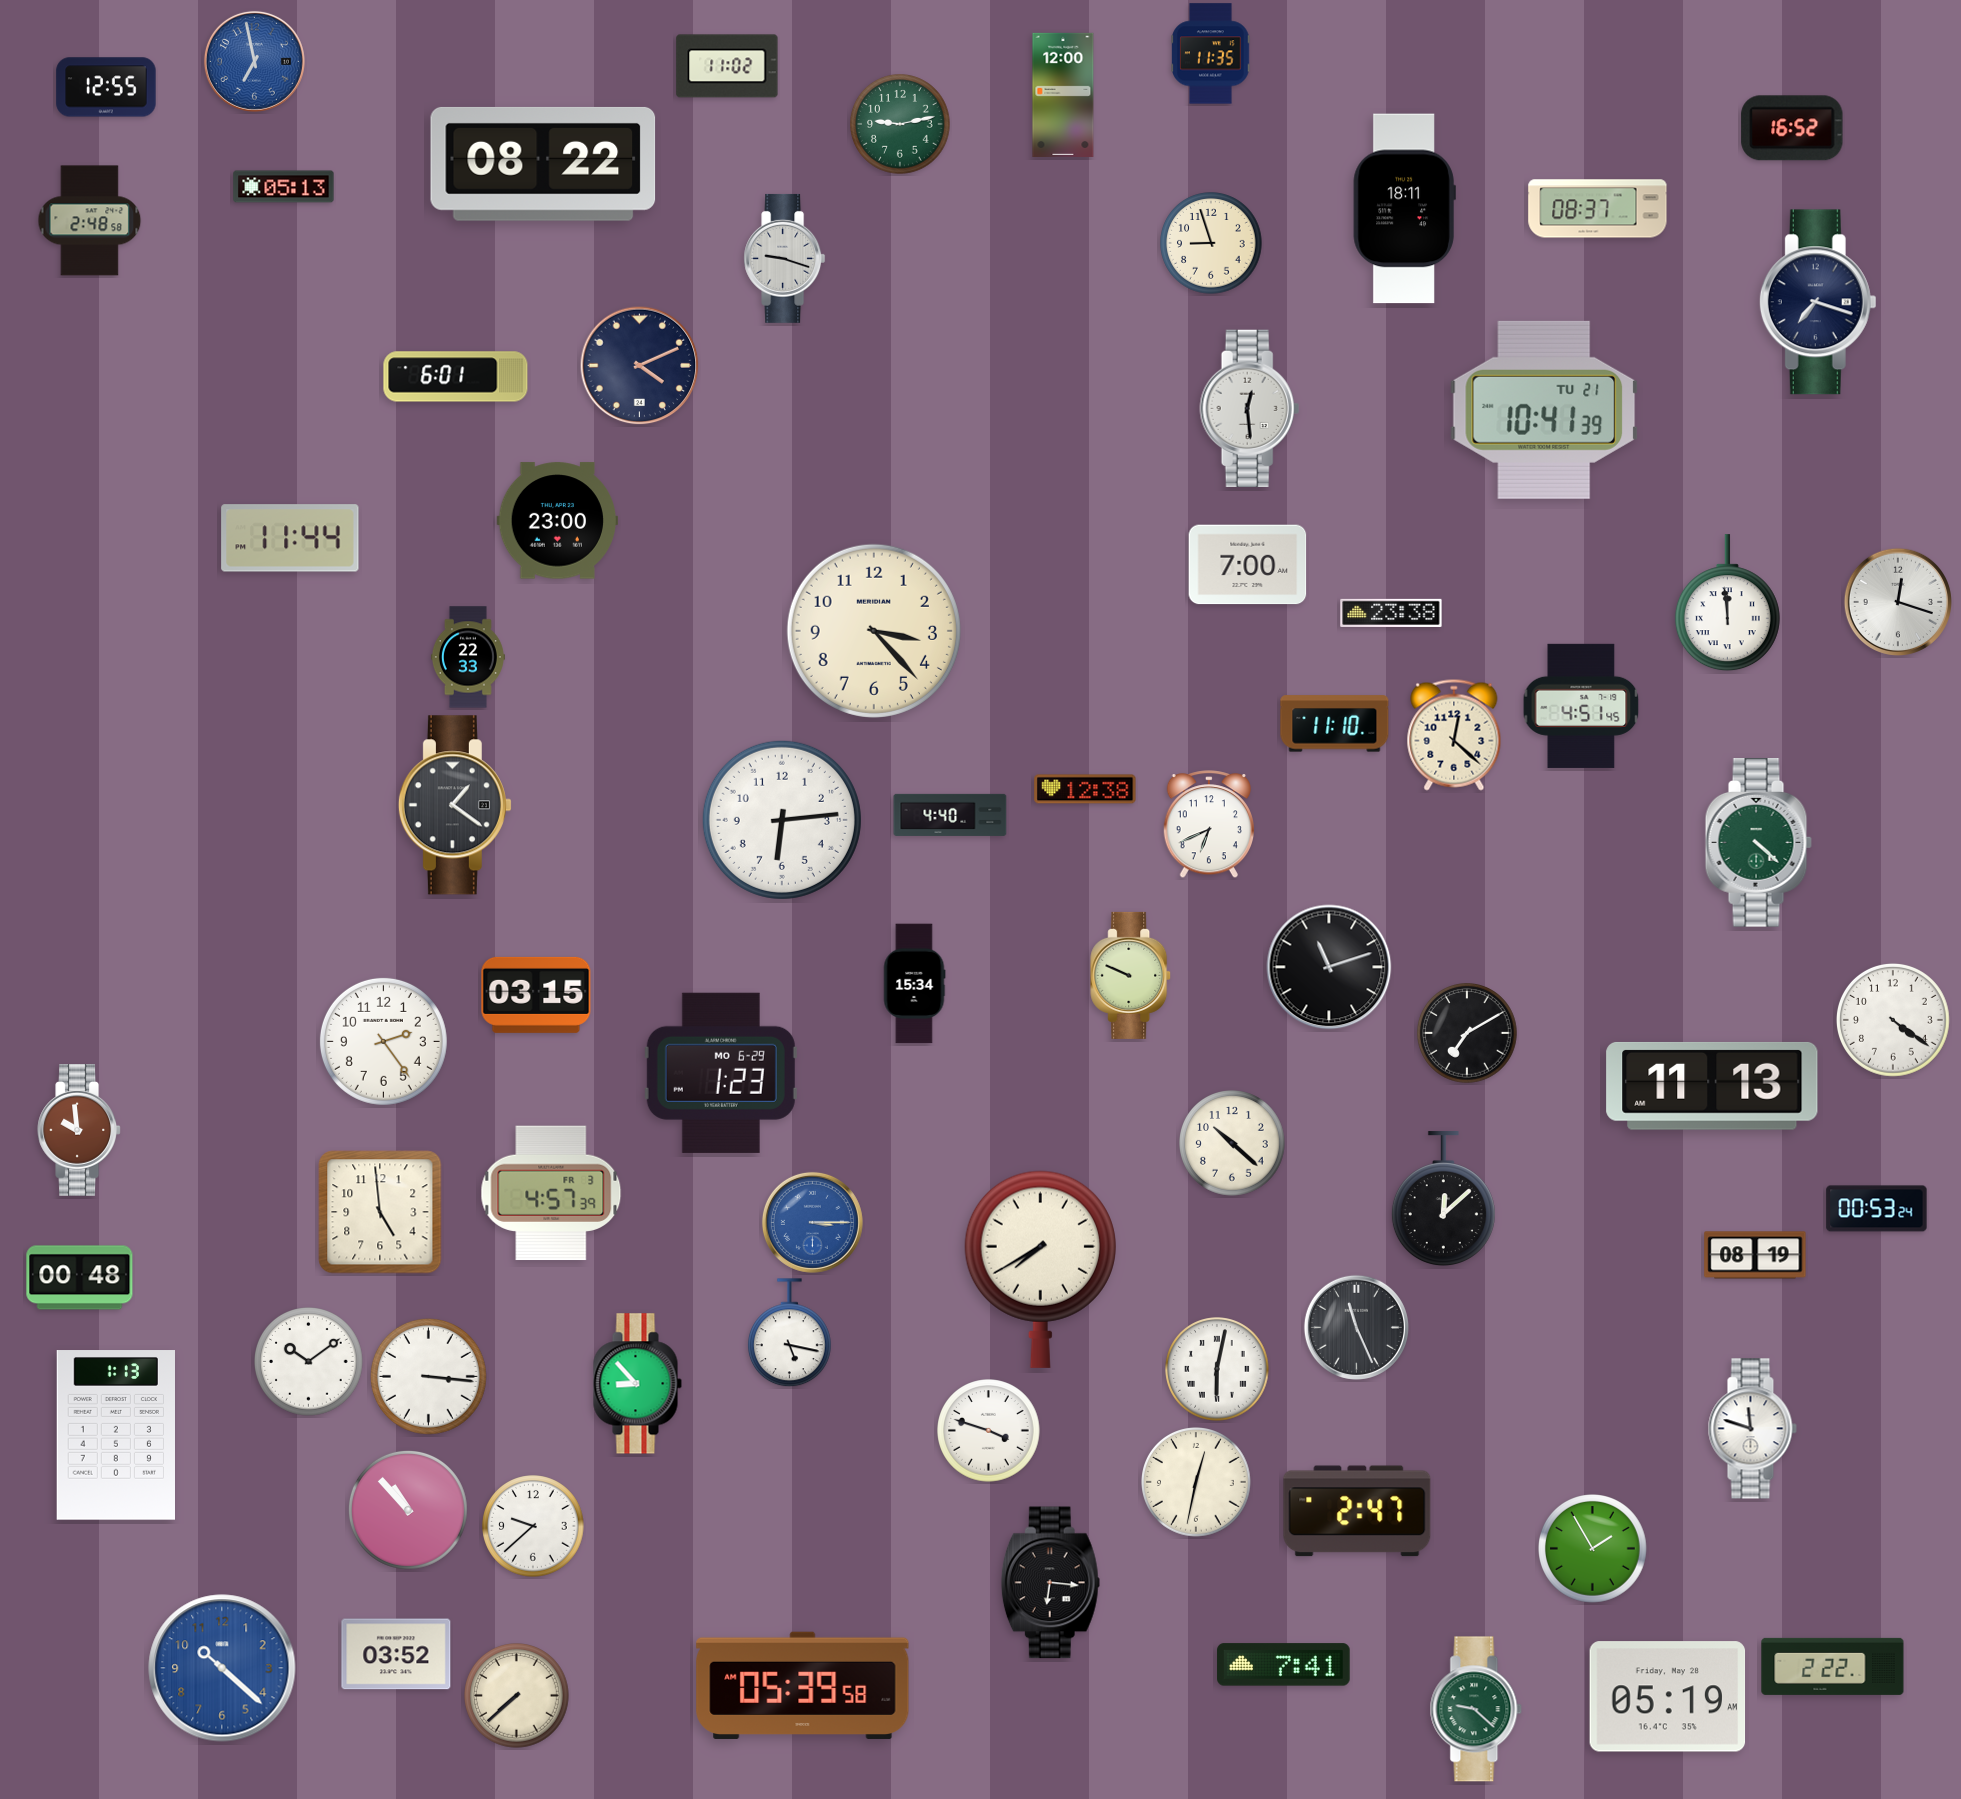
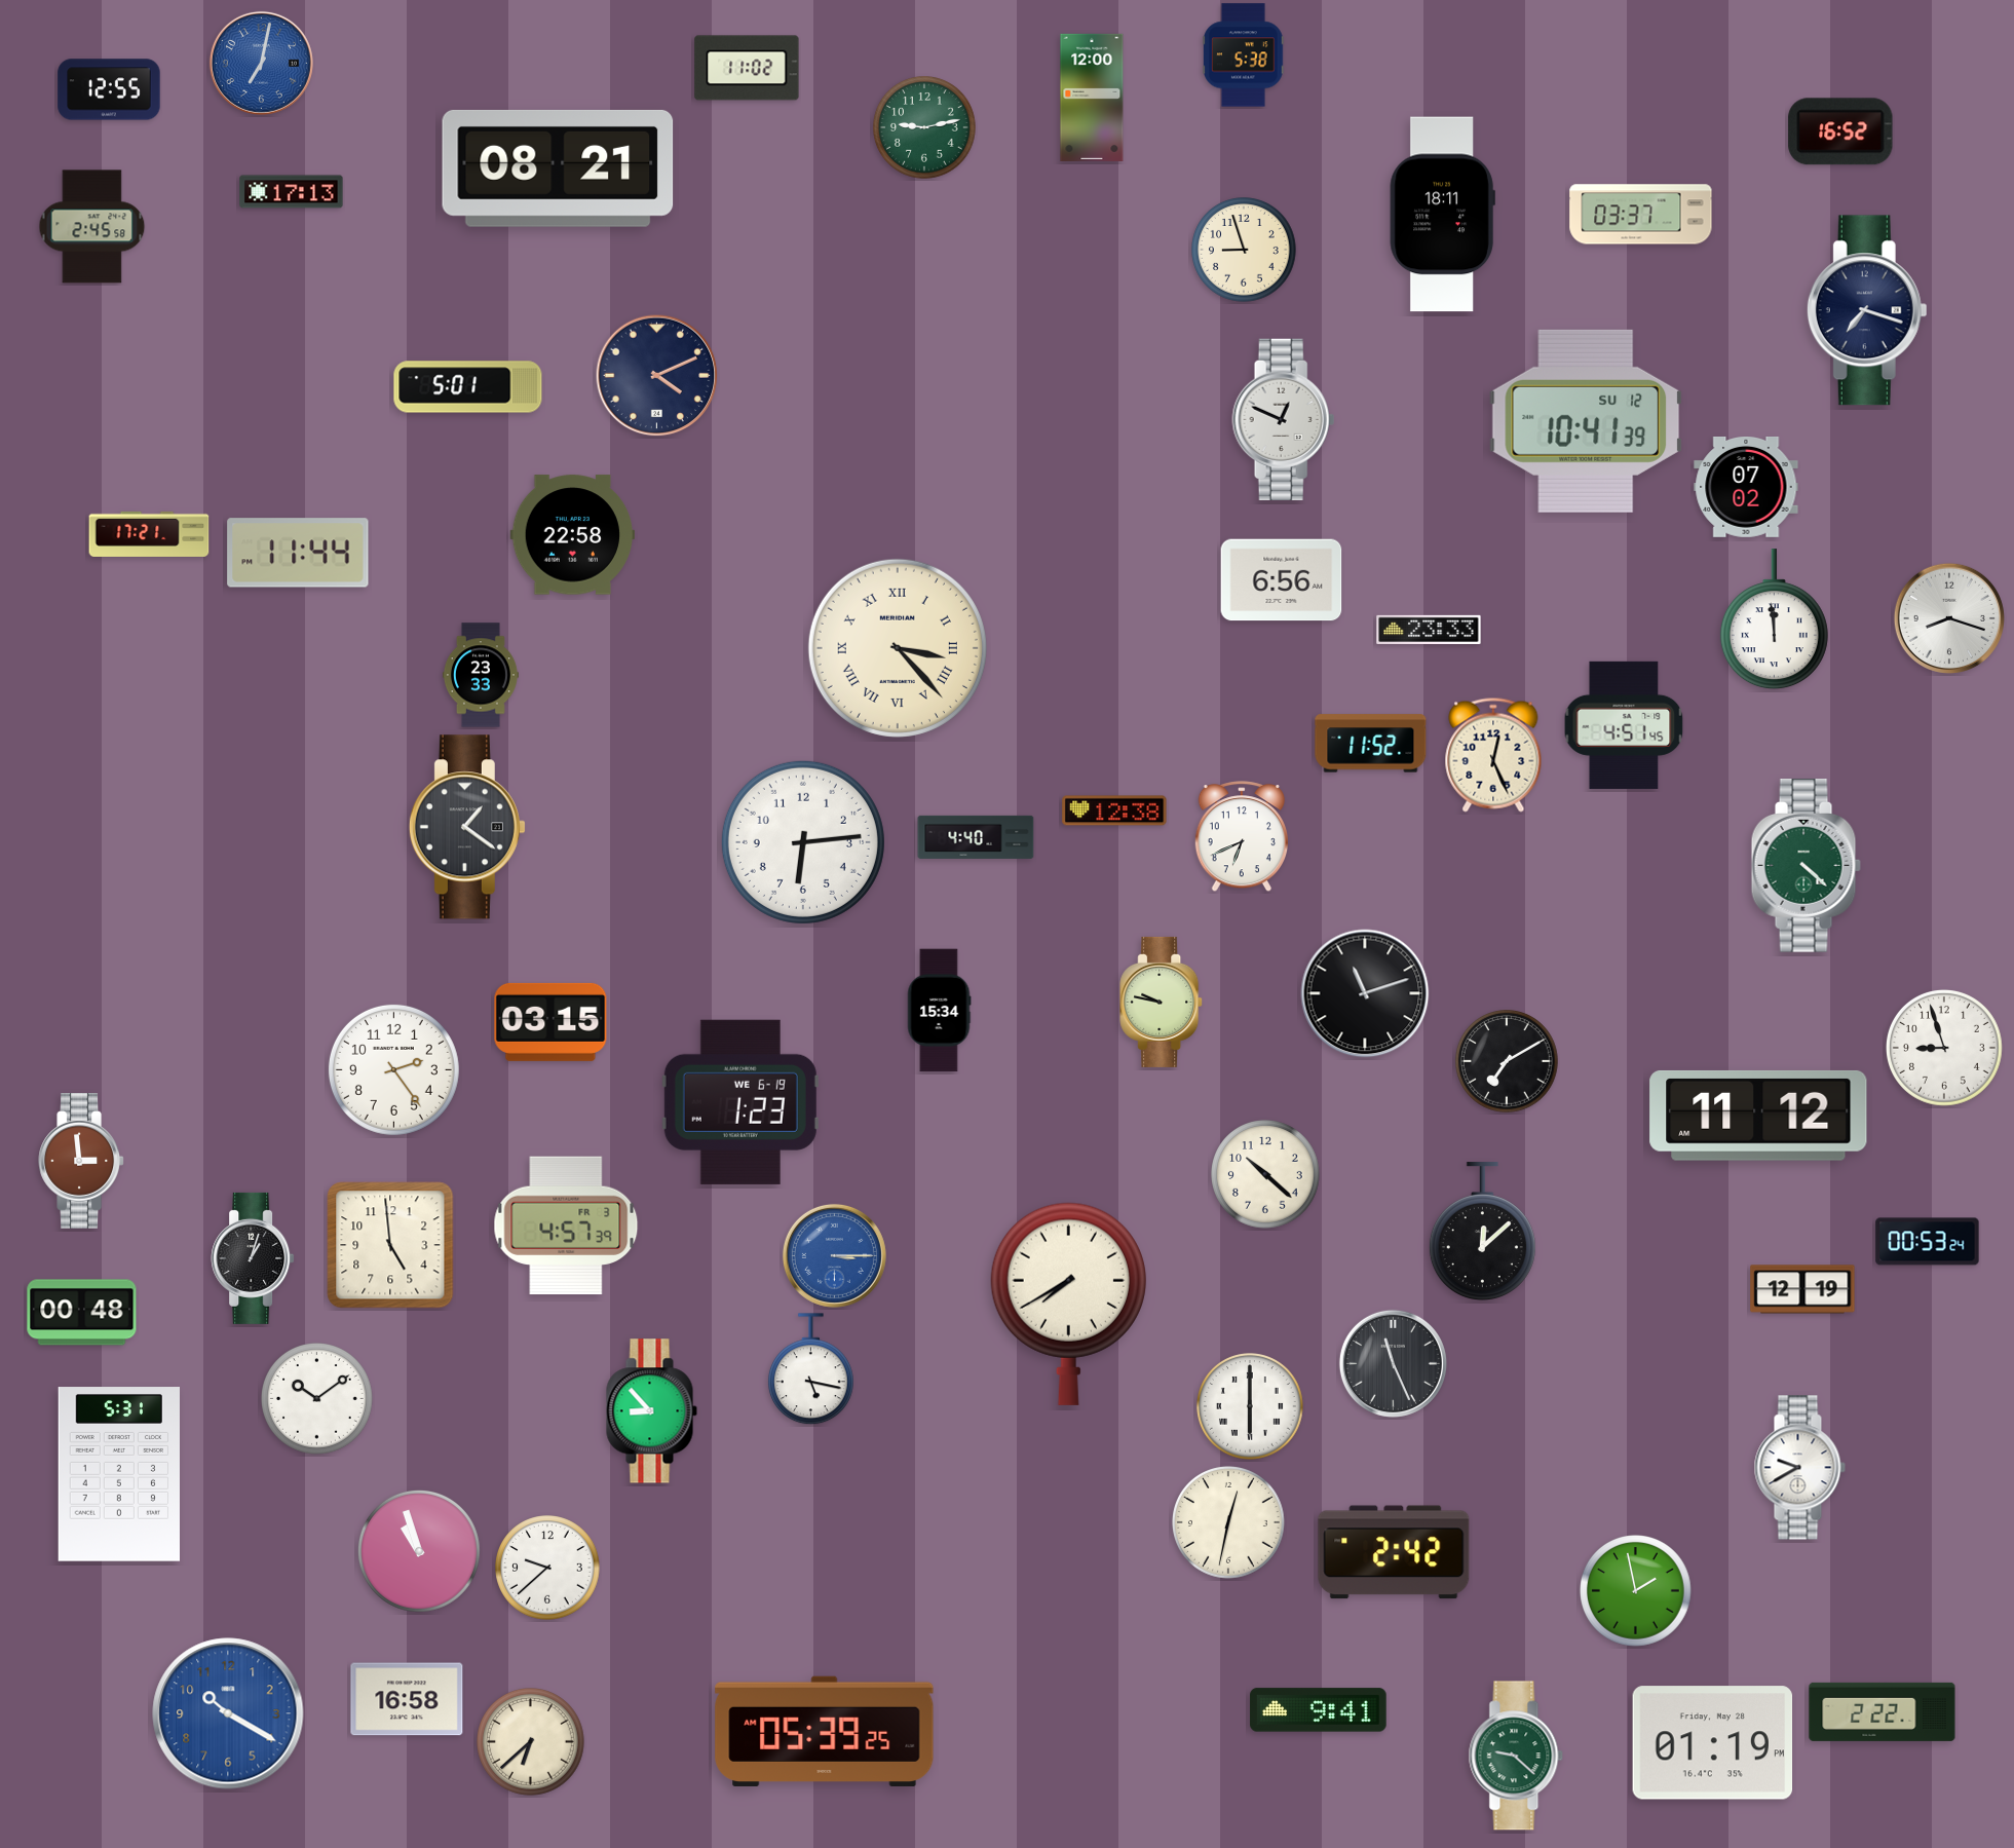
clock at (1211, 54): 11:35 -> 5:38
clock at (254, 61): 6:58 -> 7:02
clock at (543, 164): 08:22 -> 08:21
clock at (284, 187): 05:13 -> 17:13
clock at (1598, 209): 08:37 -> 03:37
clock at (90, 221): 2:48 -> 2:45
clock at (785, 258): 9:18 -> none
clock at (456, 377): 6:01 -> 5:01
clock at (1250, 408): 12:29 -> 12:49
clock at (1544, 410) date: TU 21 -> SU 12
clock at (1746, 487): none -> 07:02
clock at (149, 534): none -> 17:21
clock at (557, 521): 23:00 -> 22:58
clock at (1248, 565): 7:00 -> 6:56
clock at (1898, 602): 12:18 -> 8:18
clock at (1391, 613): 23:38 -> 23:33
clock at (874, 631) numerals: Arabic -> Roman
clock at (468, 657): 22:33 -> 23:33
clock at (1335, 724): 11:10 -> 11:52
clock at (1454, 735): 12:22 -> 12:26
clock at (1208, 825) position: (1208, 825) -> (1241, 837)
clock at (1131, 975): 9:49 -> 9:47
clock at (1893, 1020): 4:21 -> 8:57
clock at (721, 1073) date: MO 6-29 -> WE 6-19
clock at (1712, 1086): 11:13 -> 11:12
clock at (79, 1131): 9:59 -> 2:59
clock at (253, 1258): none -> 1:03
clock at (1755, 1255): 08:19 -> 12:19
clock at (1217, 1369): 6:02 -> 6:00
clock at (428, 1376): 3:16 -> none
clock at (637, 1384) position: (637, 1384) -> (651, 1411)
clock at (1752, 1429): 11:48 -> 9:40
clock at (989, 1431): 3:48 -> none
clock at (115, 1435): 1:13 -> 5:31
clock at (408, 1510): 10:53 -> 10:57
clock at (1357, 1511): 2:47 -> 2:42
clock at (1593, 1549): 1:55 -> 1:58
clock at (1050, 1583): 6:16 -> none
clock at (396, 1654): 03:52 -> 16:58
clock at (1284, 1665): 7:41 -> 9:41
clock at (222, 1668): 10:22 -> 10:20
clock at (803, 1685): 05:39:58 -> 05:39:25
clock at (517, 1696): 7:38 -> 6:38
clock at (1668, 1697): 05:19 -> 01:19
